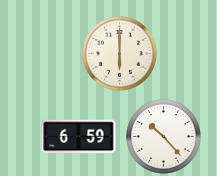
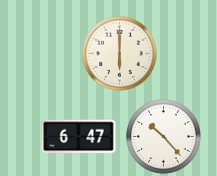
clock at (79, 137): 6:59 -> 6:47
